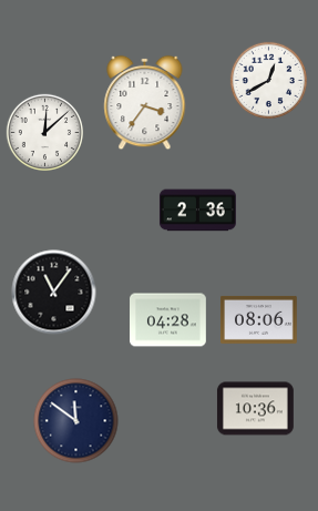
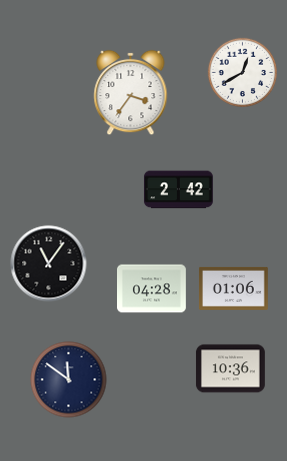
clock at (44, 132): 12:08 -> none
clock at (197, 211): 2:36 -> 2:42
clock at (258, 319): 08:06 -> 01:06
